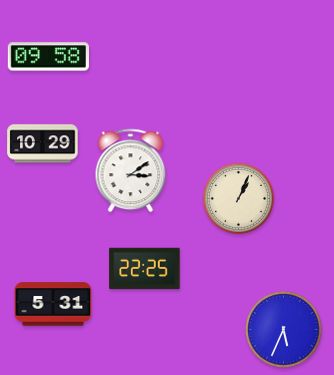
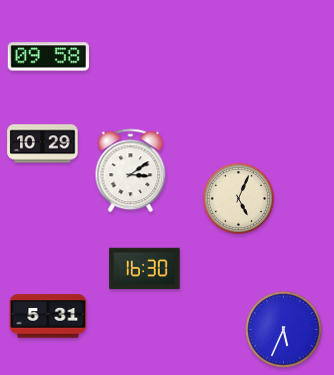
clock at (238, 198): 1:04 -> 5:04
clock at (145, 269): 22:25 -> 16:30
clock at (53, 304) position: (53, 304) -> (48, 316)
